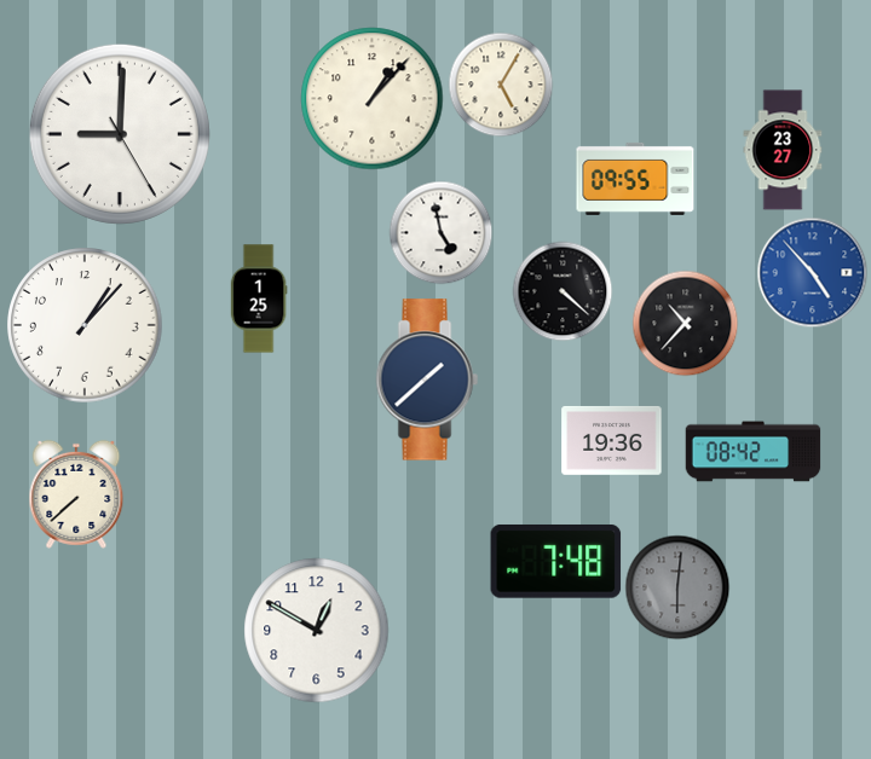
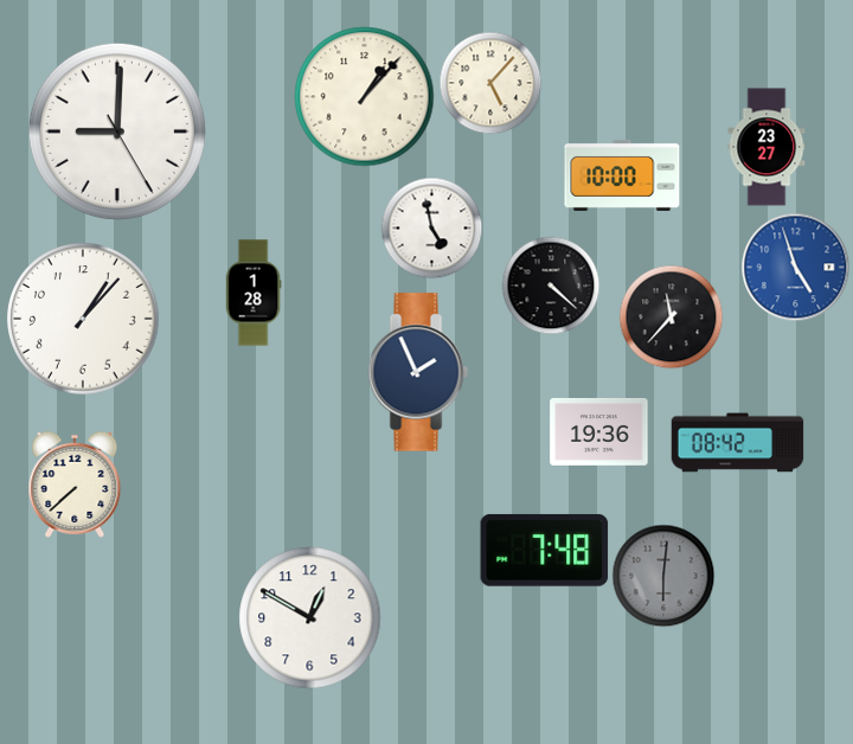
clock at (501, 85): 5:05 -> 5:07
clock at (635, 179): 09:55 -> 10:00
clock at (812, 272): 4:53 -> 4:57
clock at (259, 299): 1:25 -> 1:28
clock at (685, 323): 10:37 -> 11:37
clock at (427, 379): 1:38 -> 1:56
